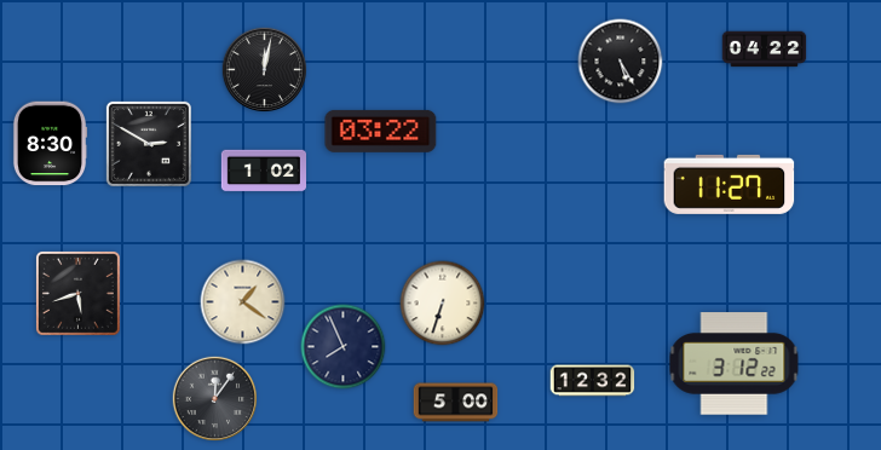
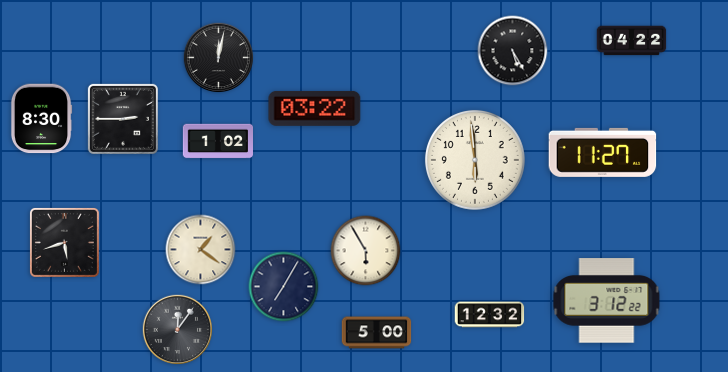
clock at (149, 144): 2:50 -> 2:45
clock at (475, 160): none -> 5:59
clock at (443, 304): 6:33 -> 5:55
clock at (344, 347): 7:56 -> 7:05
